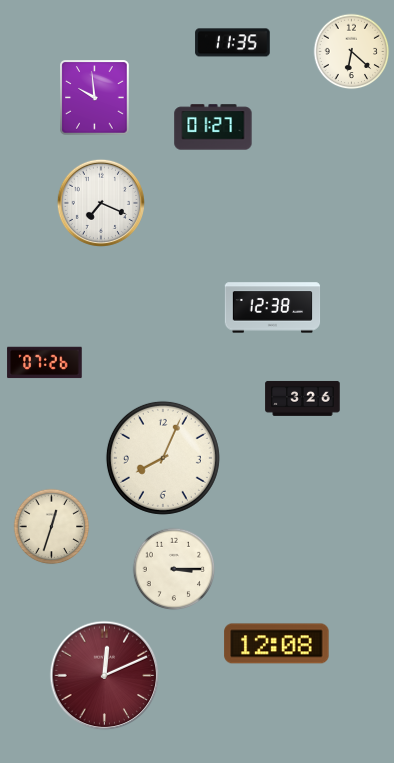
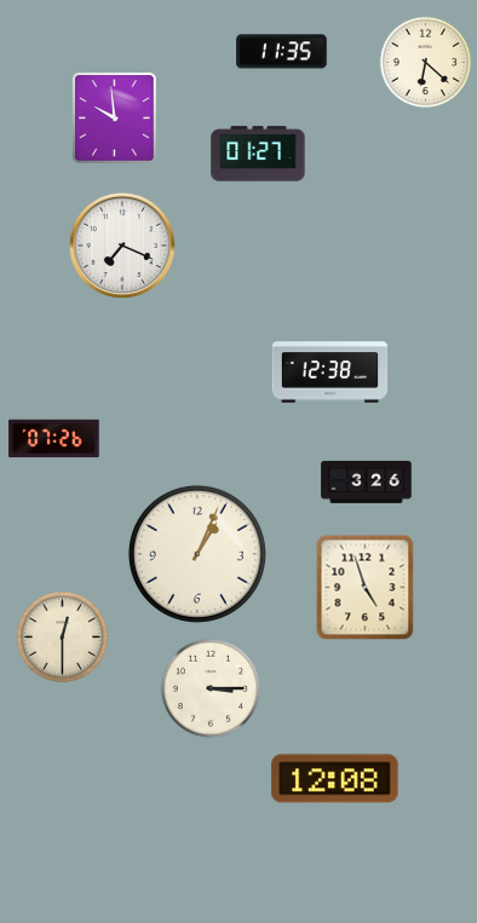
clock at (163, 458): 8:04 -> 1:04
clock at (366, 588): none -> 4:57
clock at (52, 527): 12:33 -> 12:30
clock at (105, 676): 12:11 -> none
